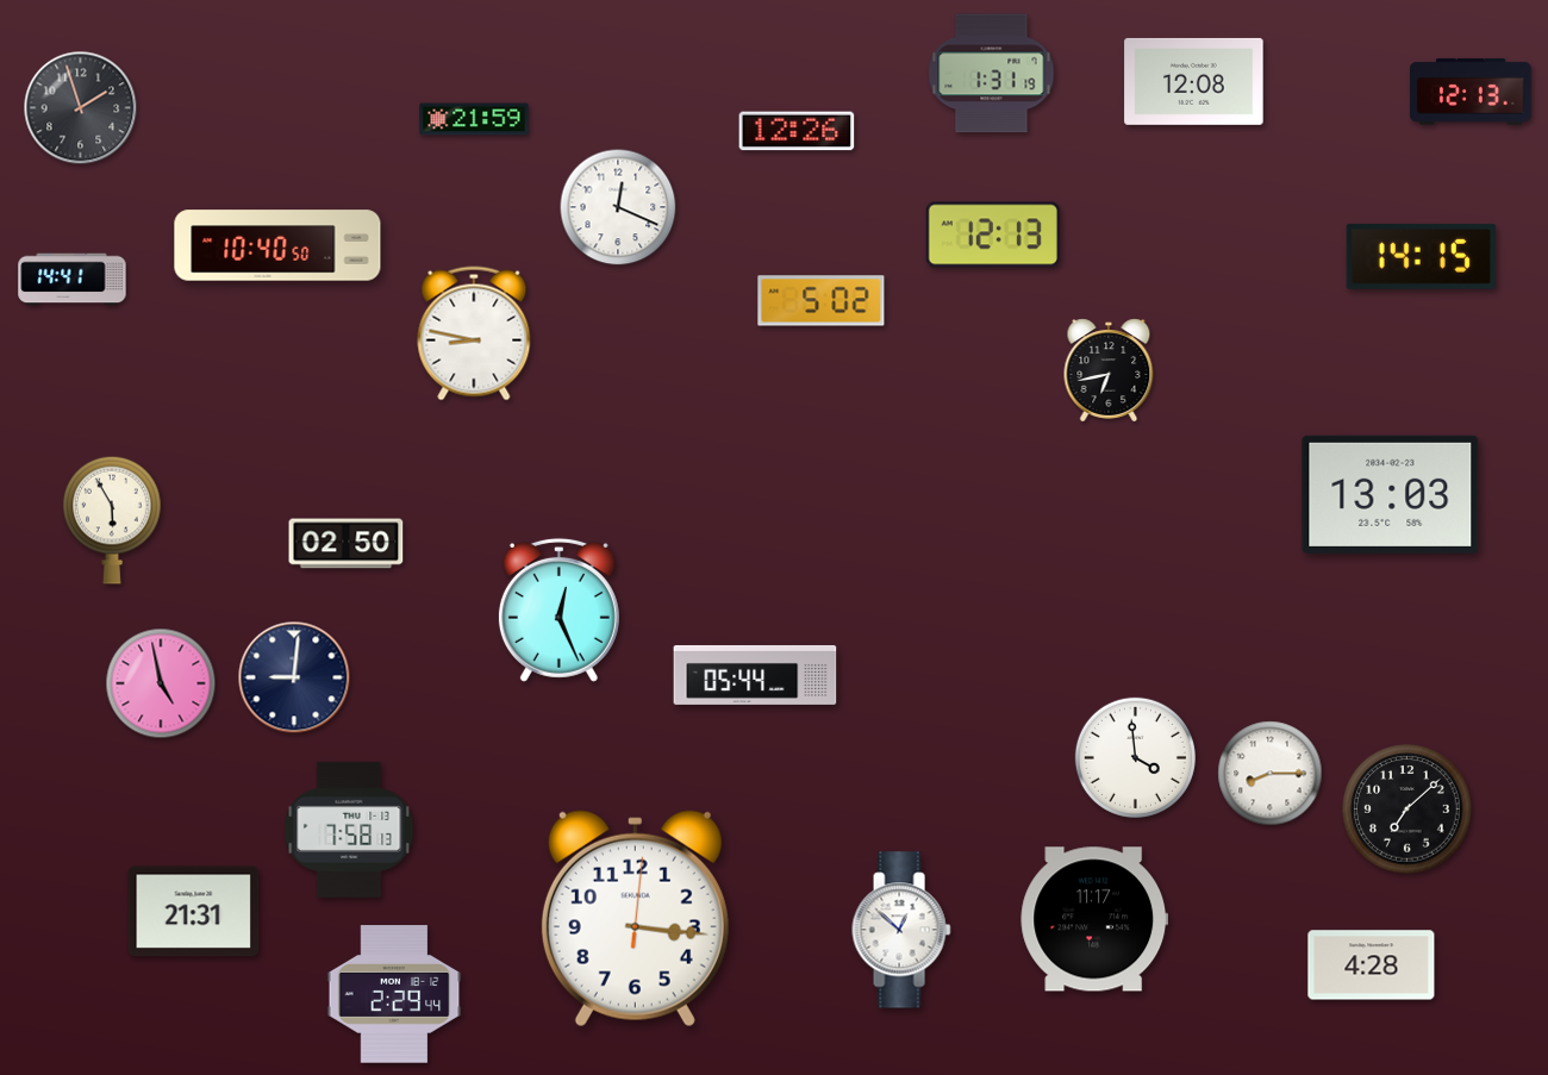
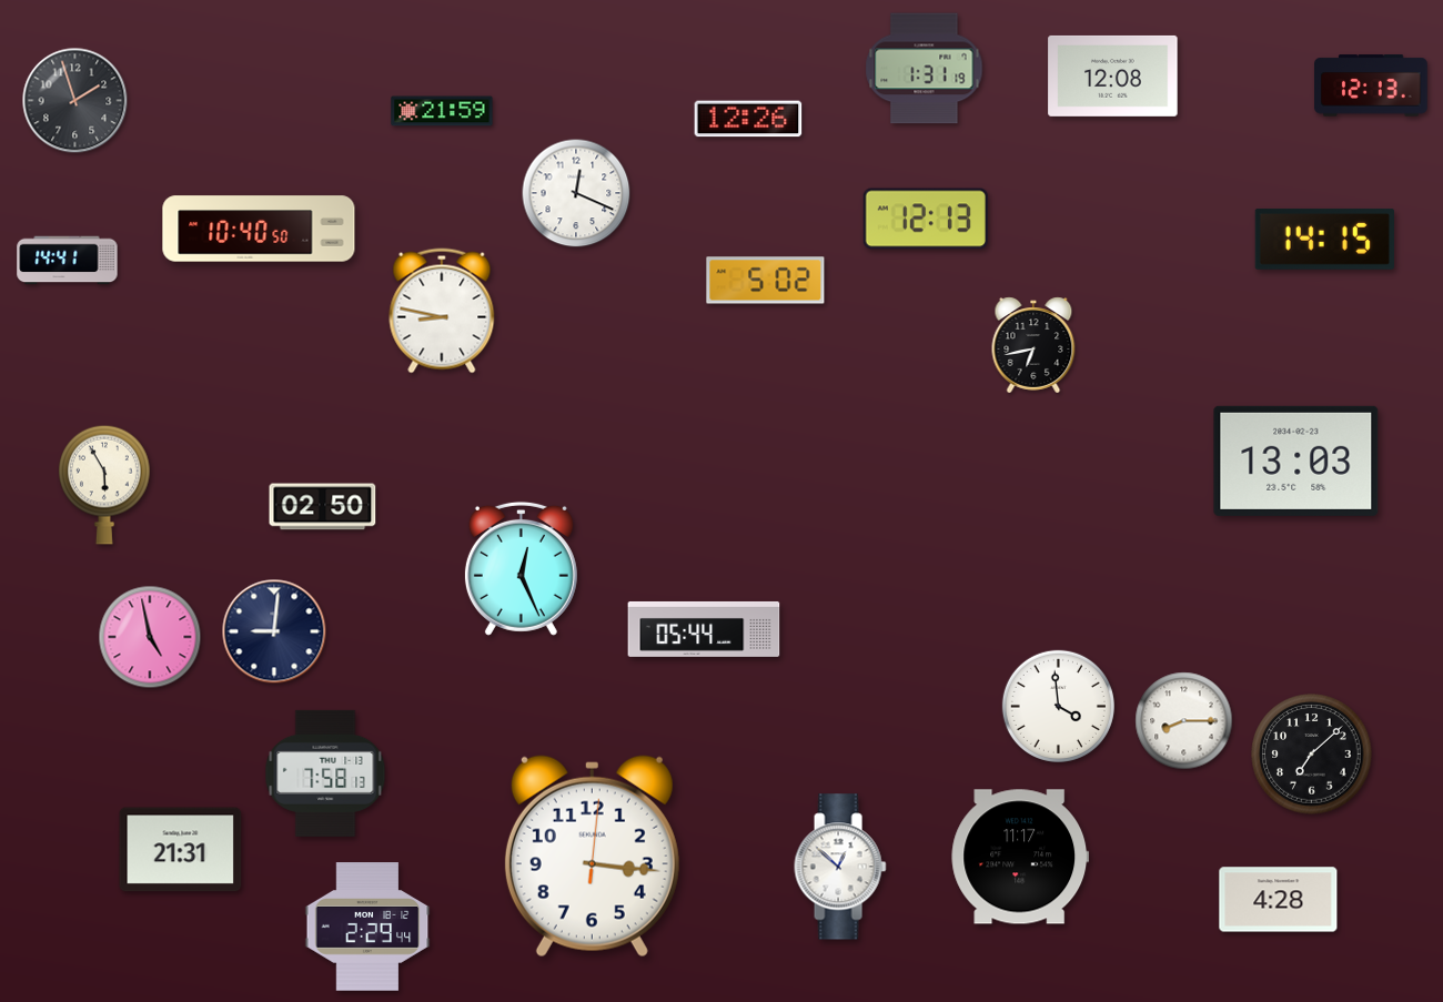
clock at (797, 131) position: (797, 131) -> (748, 119)
